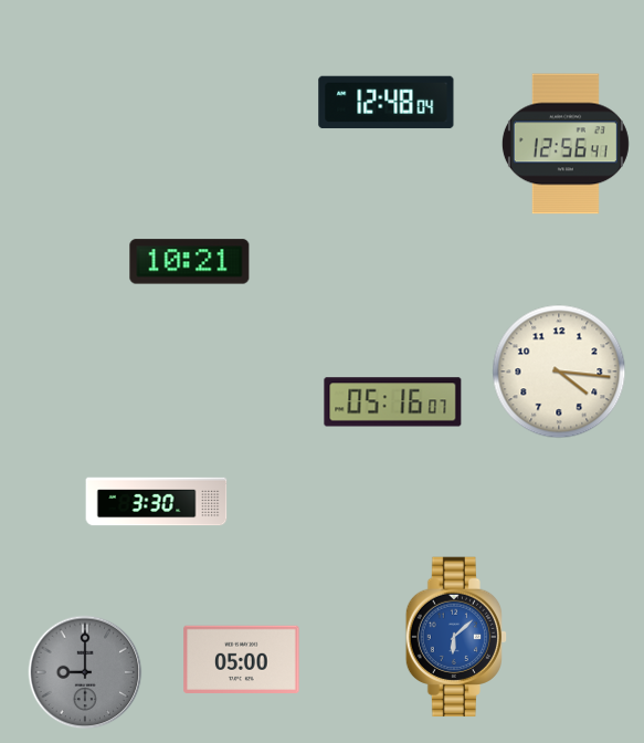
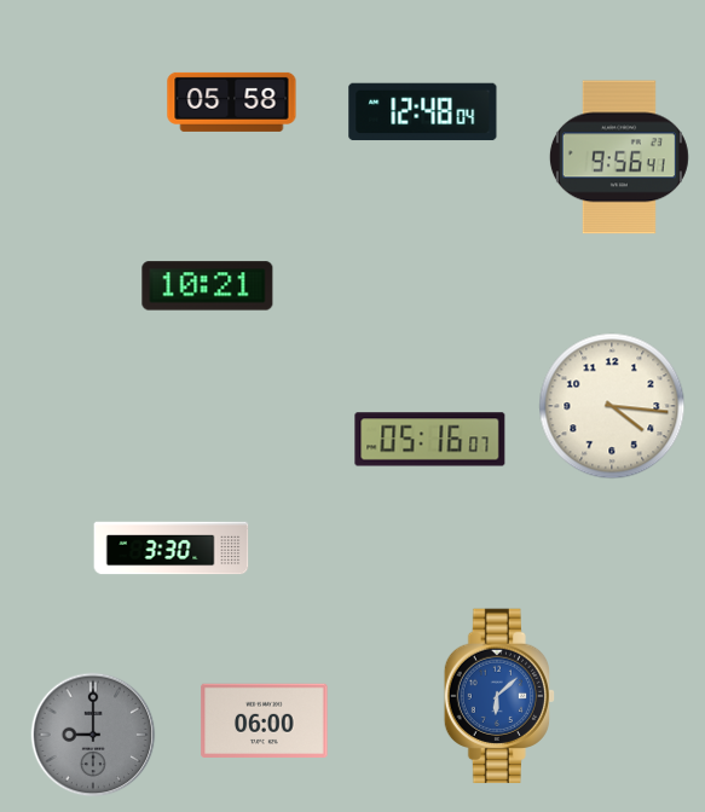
clock at (232, 101): none -> 05:58
clock at (566, 144): 12:56 -> 9:56
clock at (242, 659): 05:00 -> 06:00
